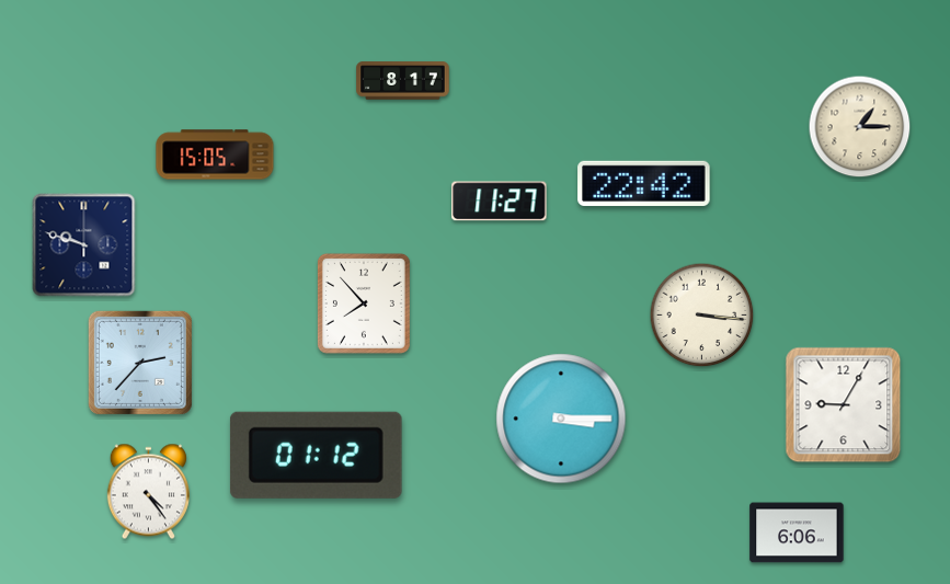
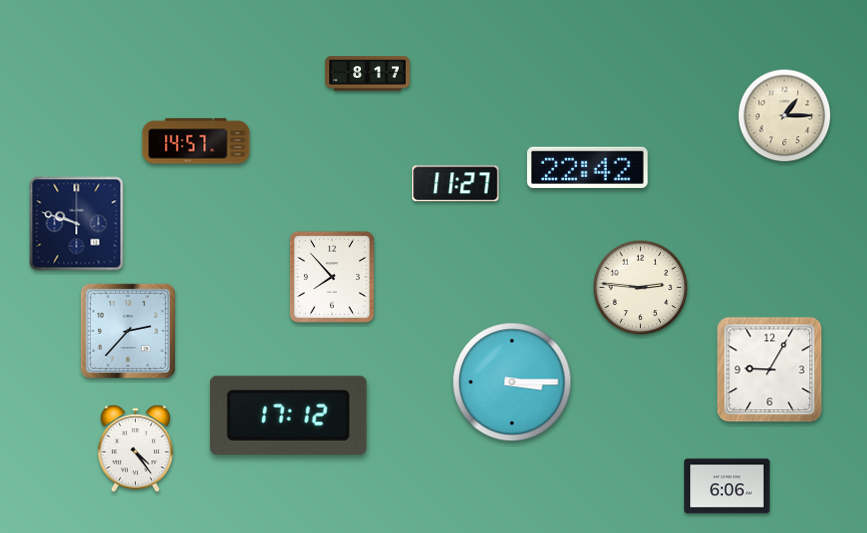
clock at (215, 154): 15:05 -> 14:57
clock at (702, 316): 3:16 -> 2:46
clock at (316, 455): 01:12 -> 17:12
